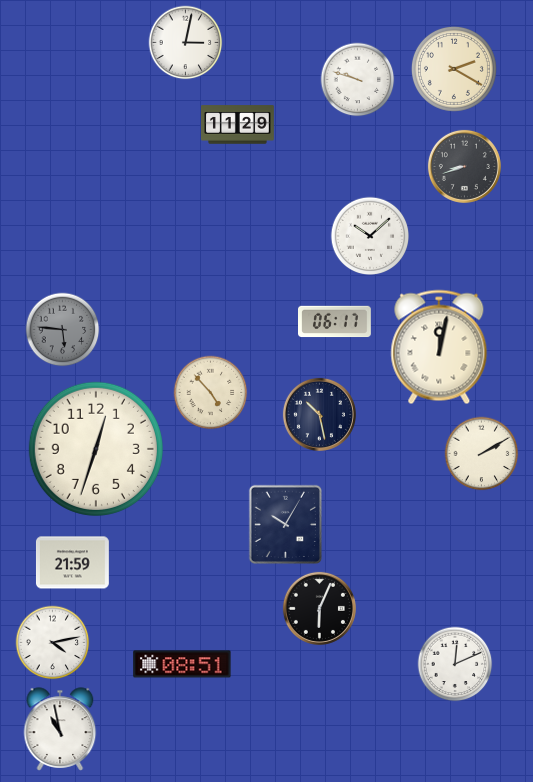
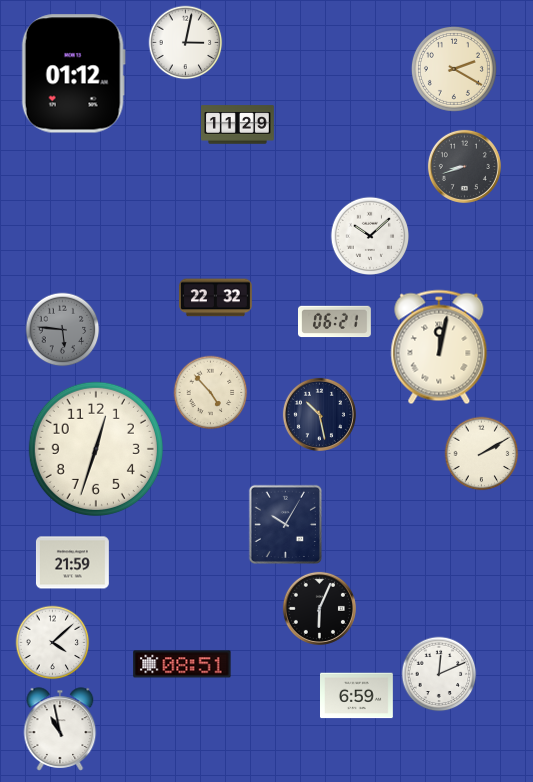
clock at (73, 74): none -> 01:12
clock at (358, 80): 9:48 -> none
clock at (215, 298): none -> 22:32
clock at (335, 322): 06:17 -> 06:21
clock at (53, 643): 4:13 -> 4:08
clock at (455, 664) position: (455, 664) -> (439, 674)
clock at (357, 696): none -> 6:59
